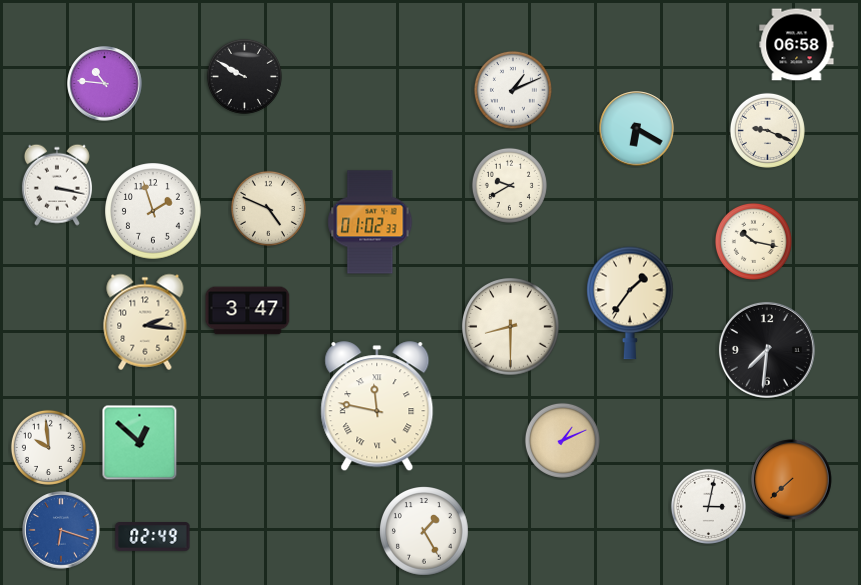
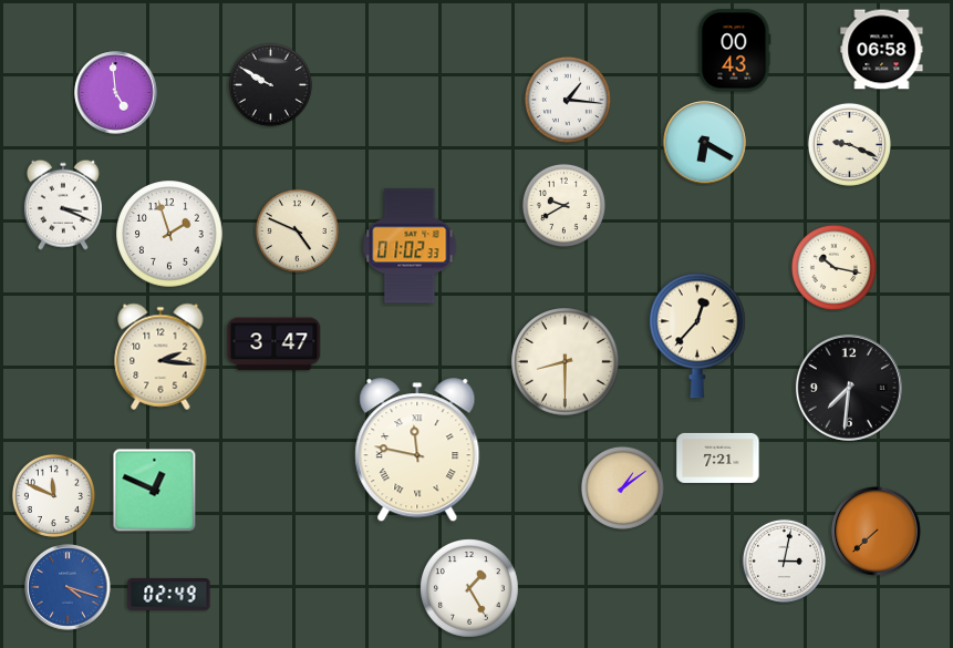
clock at (735, 51): none -> 00:43
clock at (105, 84): 10:46 -> 4:59
clock at (513, 90): 1:11 -> 1:16
clock at (57, 185): 3:17 -> 3:19
clock at (630, 303): 1:36 -> 12:37
clock at (718, 457): none -> 7:21
clock at (562, 440): 1:11 -> 1:09
clock at (140, 443): 12:52 -> 12:49
clock at (48, 447): 9:59 -> 11:49
clock at (61, 530): 6:18 -> 4:18
